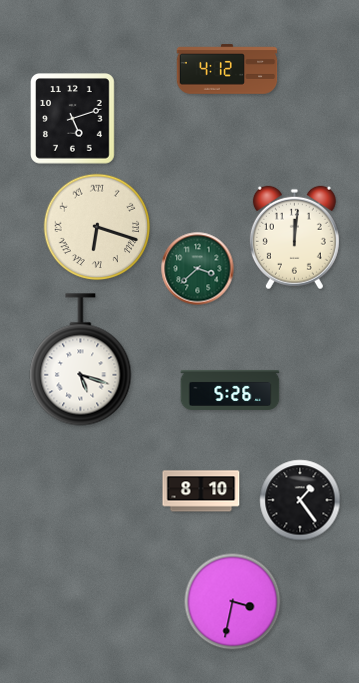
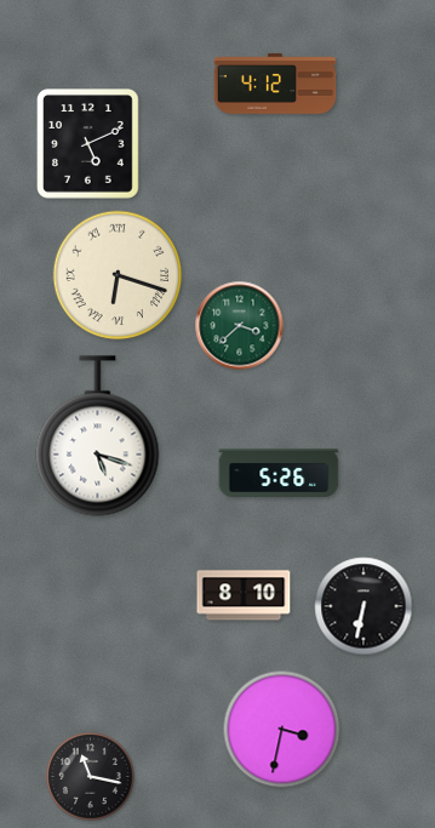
clock at (73, 119): 5:12 -> 5:11
clock at (294, 238): 12:01 -> none
clock at (300, 500): 1:24 -> 6:32
clock at (91, 777): none -> 11:17
